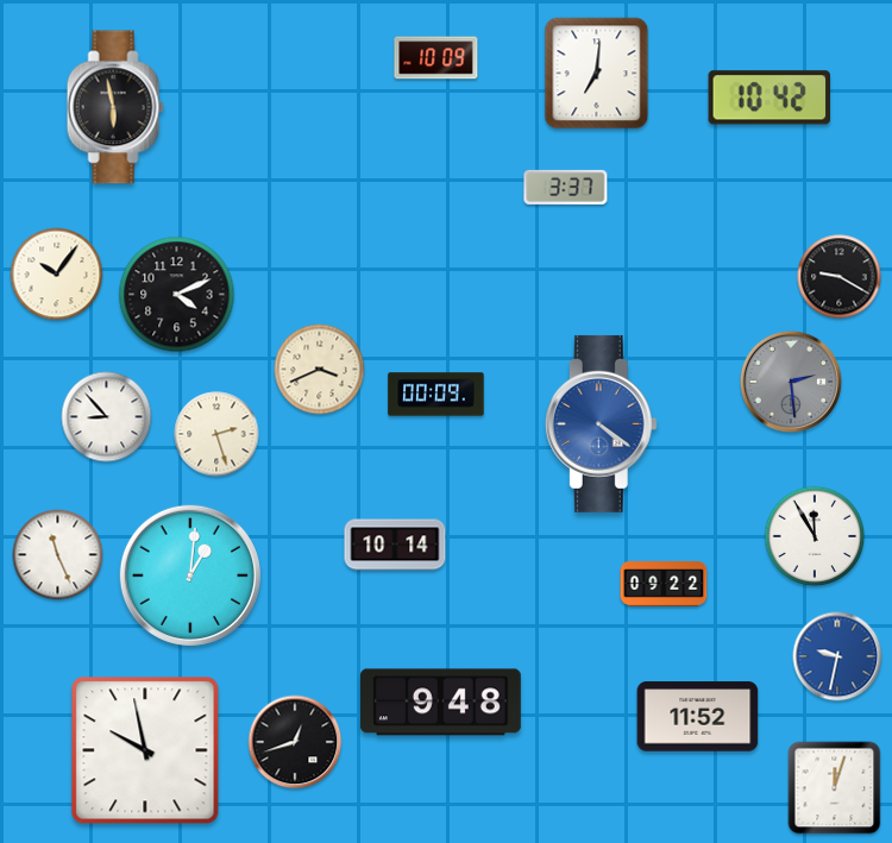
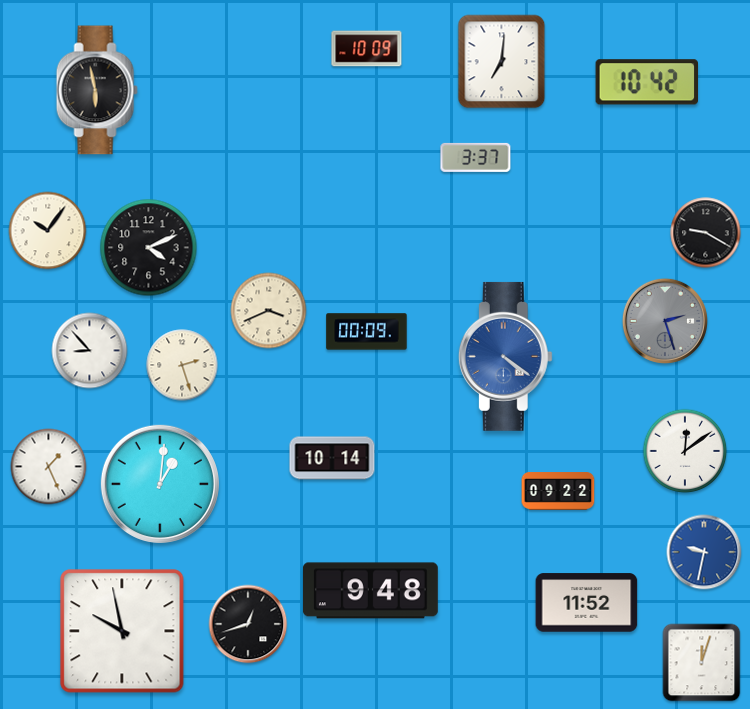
clock at (791, 382): 2:29 -> 2:27
clock at (815, 536): 11:55 -> 12:09
clock at (58, 555): 11:26 -> 1:26
